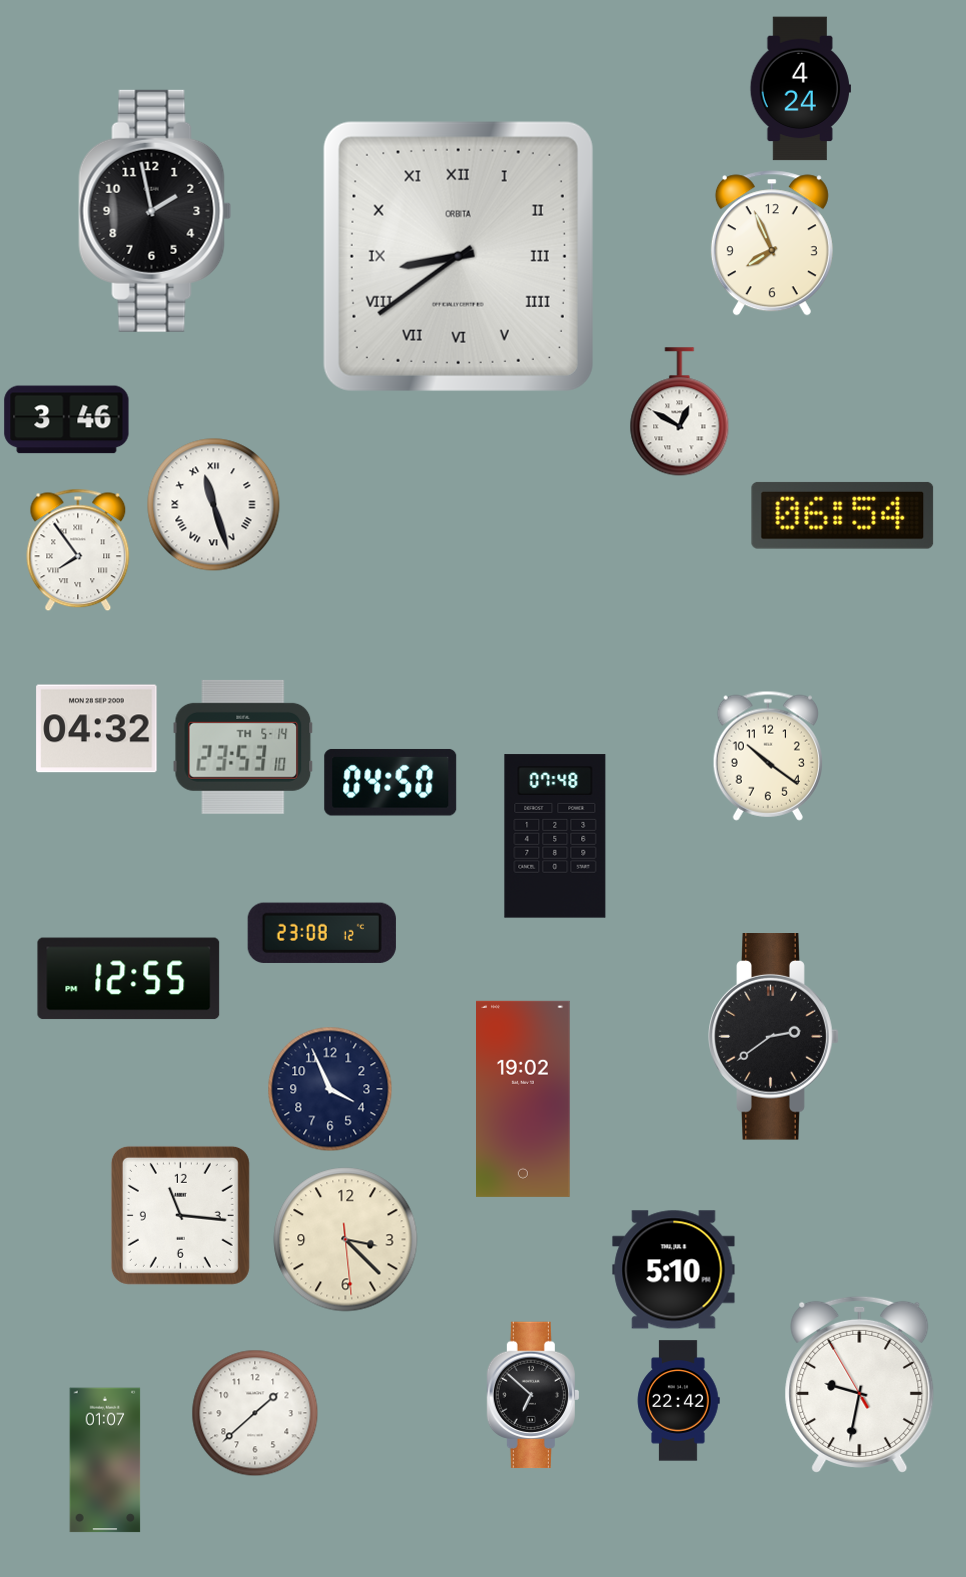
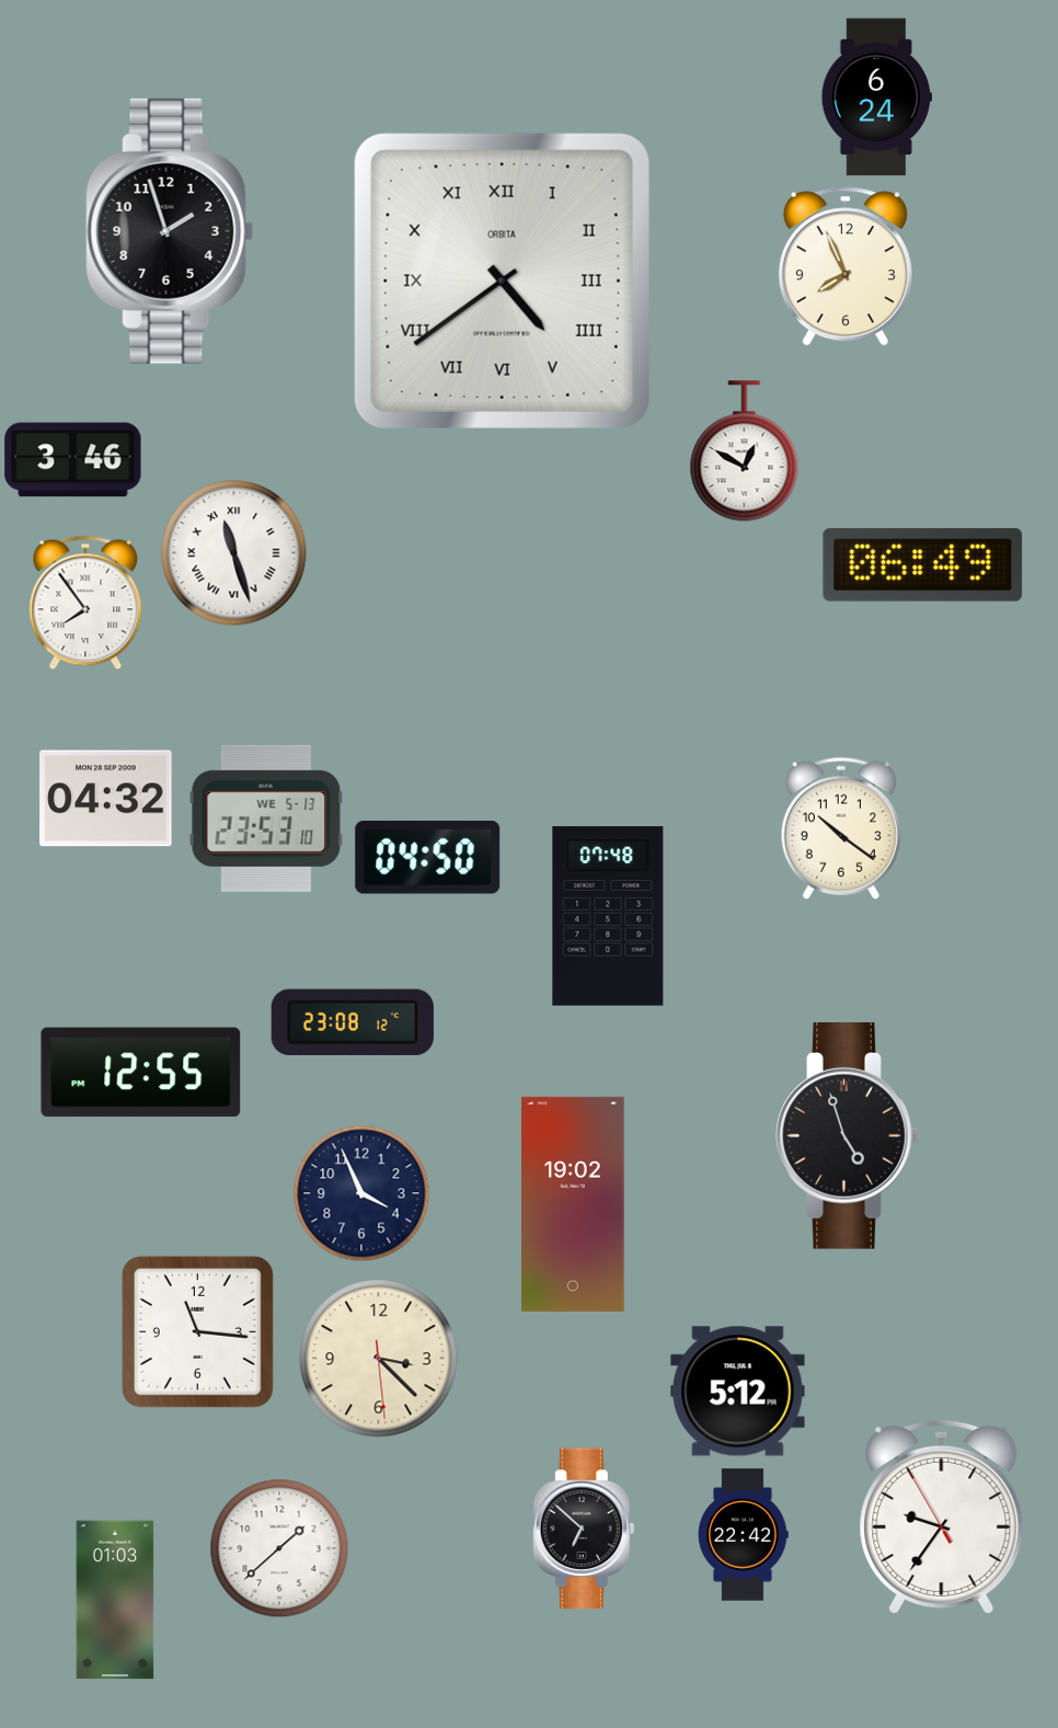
clock at (800, 89): 4:24 -> 6:24
clock at (155, 211): 1:58 -> 1:57
clock at (458, 256): 8:39 -> 4:39
clock at (843, 515): 06:54 -> 06:49
clock at (243, 747) date: TH 5-14 -> WE 5-13
clock at (774, 1037): 2:39 -> 4:57
clock at (674, 1270): 5:10 -> 5:12
clock at (860, 1384): 9:31 -> 9:35
clock at (105, 1460): 01:07 -> 01:03
